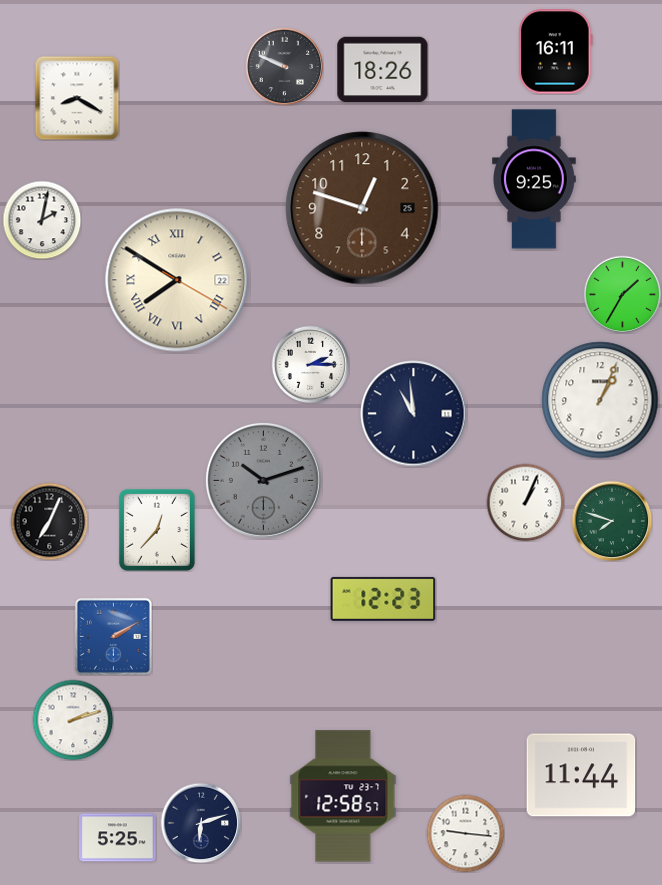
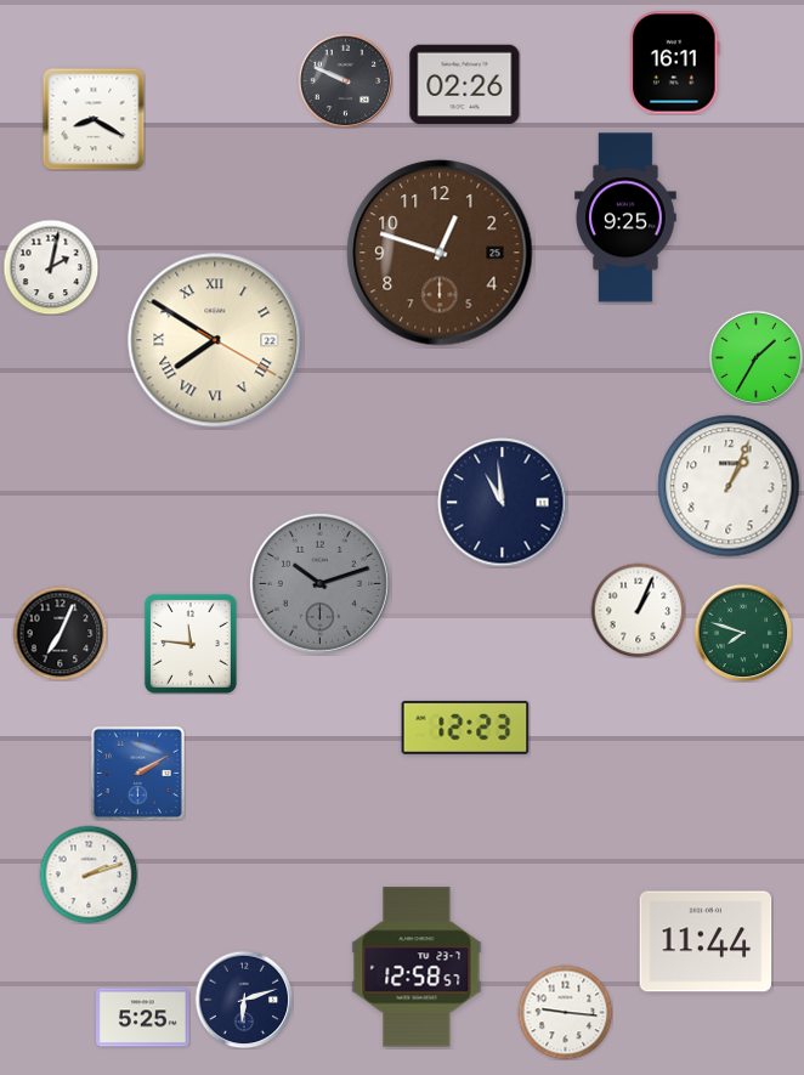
clock at (383, 70): 18:26 -> 02:26
clock at (534, 179) position: (534, 179) -> (625, 217)
clock at (310, 364): 2:15 -> none
clock at (157, 530): 12:37 -> 11:46
